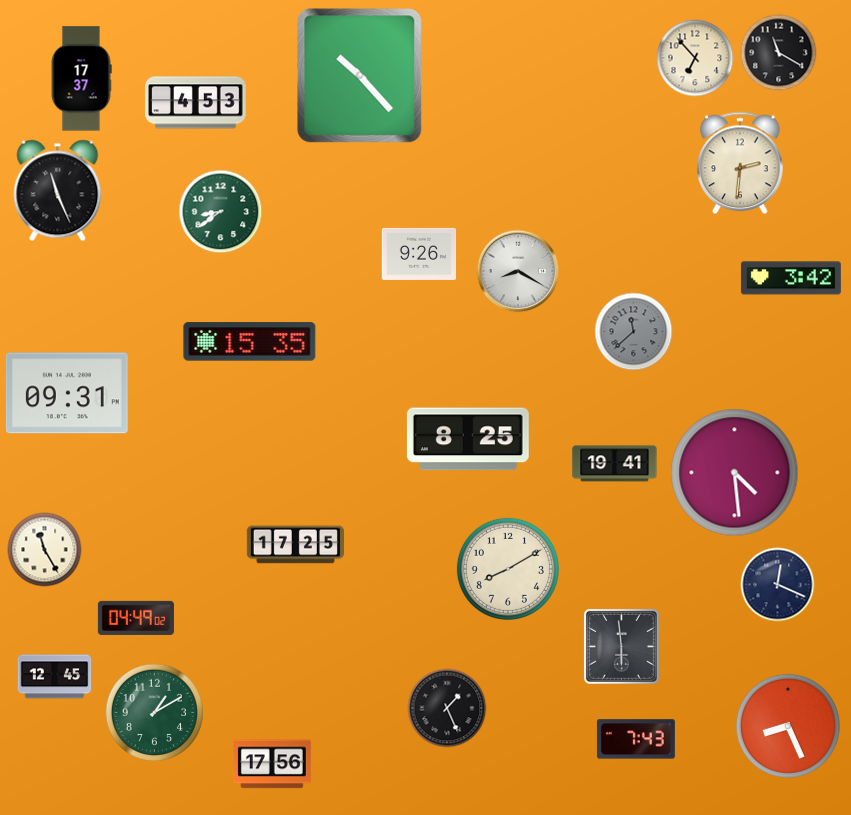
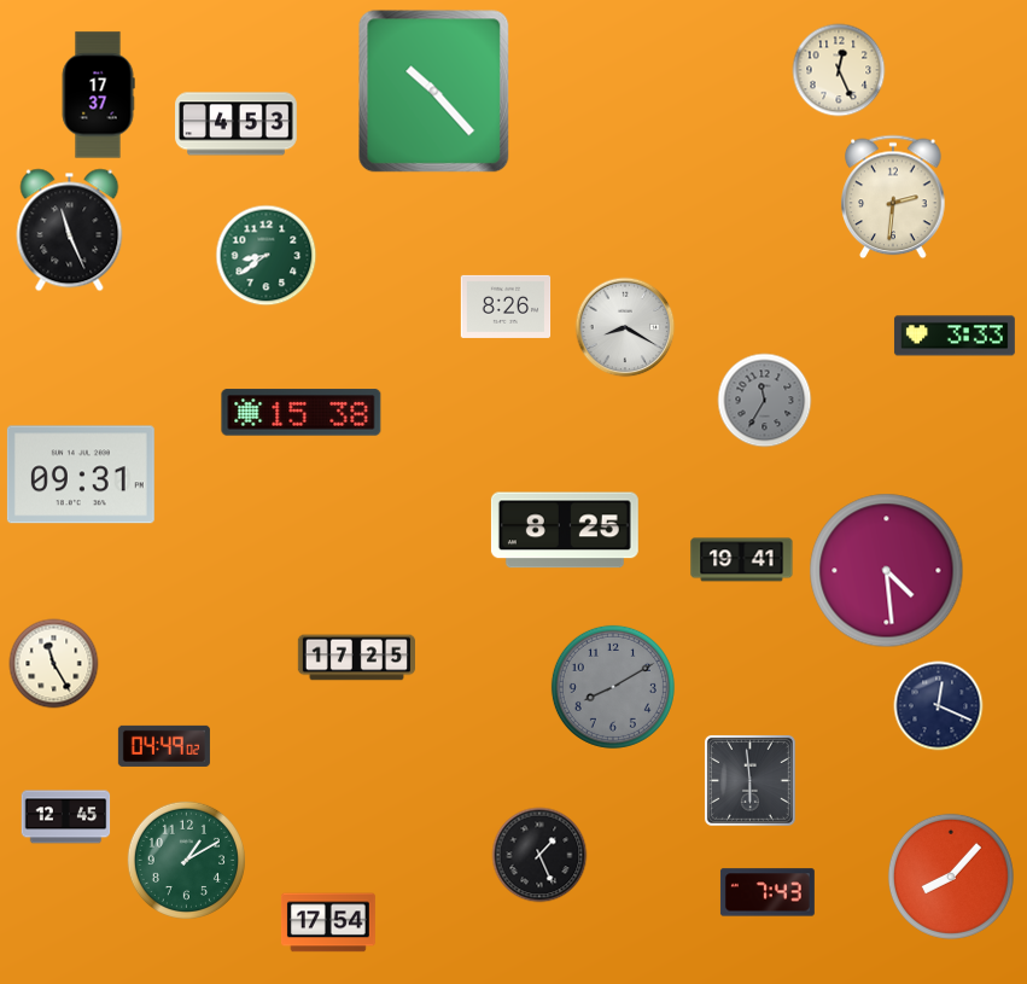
clock at (779, 53): 11:20 -> none
clock at (695, 58): 6:53 -> 12:26
clock at (419, 254): 9:26 -> 8:26
clock at (791, 278): 3:42 -> 3:33
clock at (634, 332): 11:38 -> 11:35
clock at (250, 342): 15:35 -> 15:38
clock at (508, 569) dial: cream -> grey
clock at (788, 726): 8:26 -> 8:07
clock at (272, 764): 17:56 -> 17:54
